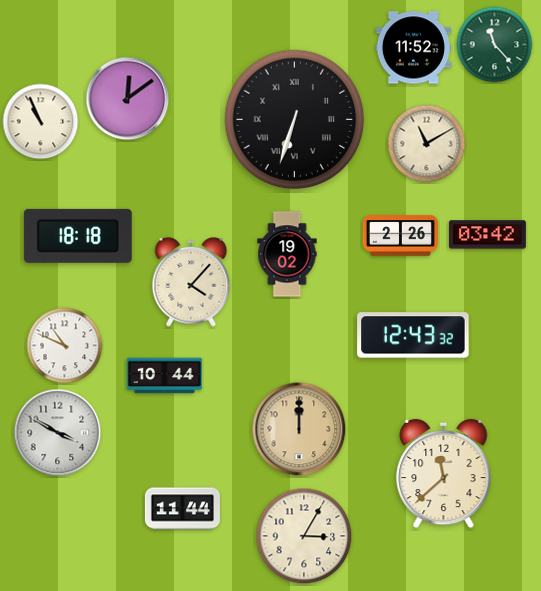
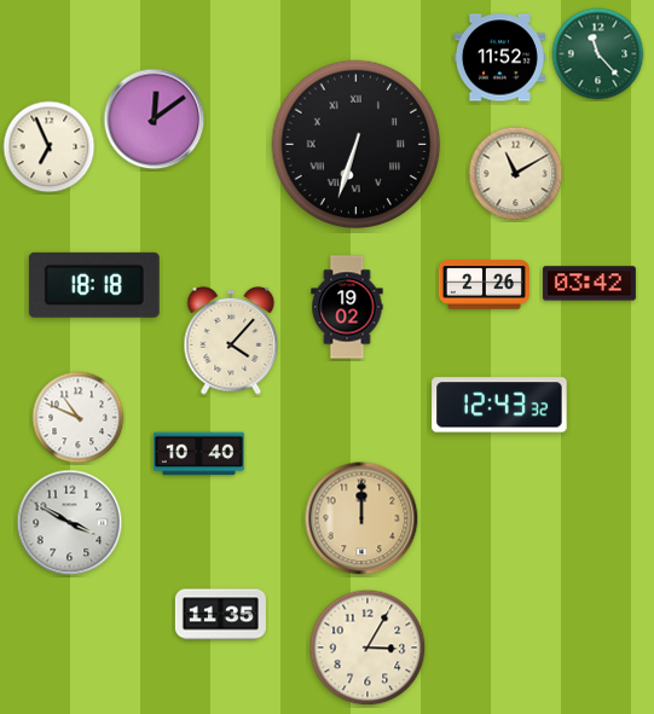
clock at (41, 122): 10:56 -> 6:56
clock at (164, 376): 10:44 -> 10:40
clock at (444, 474): 11:38 -> none
clock at (182, 509): 11:44 -> 11:35
